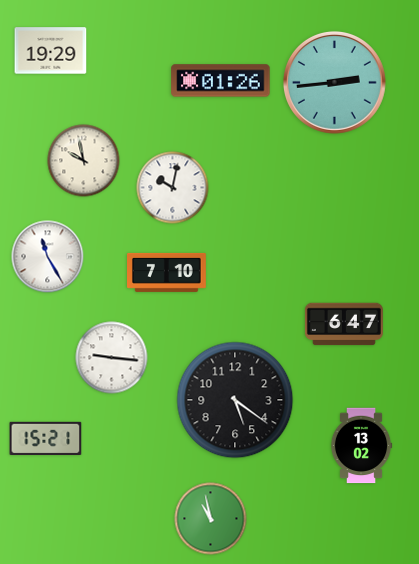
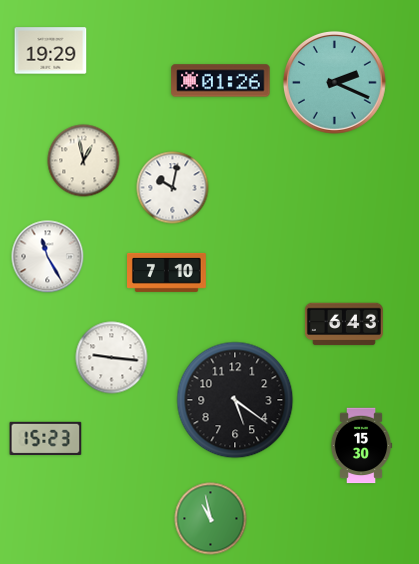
clock at (334, 82): 2:44 -> 2:19
clock at (84, 161): 9:58 -> 12:58
clock at (344, 324): 6:47 -> 6:43
clock at (46, 438): 15:21 -> 15:23
clock at (361, 446): 13:02 -> 15:30
